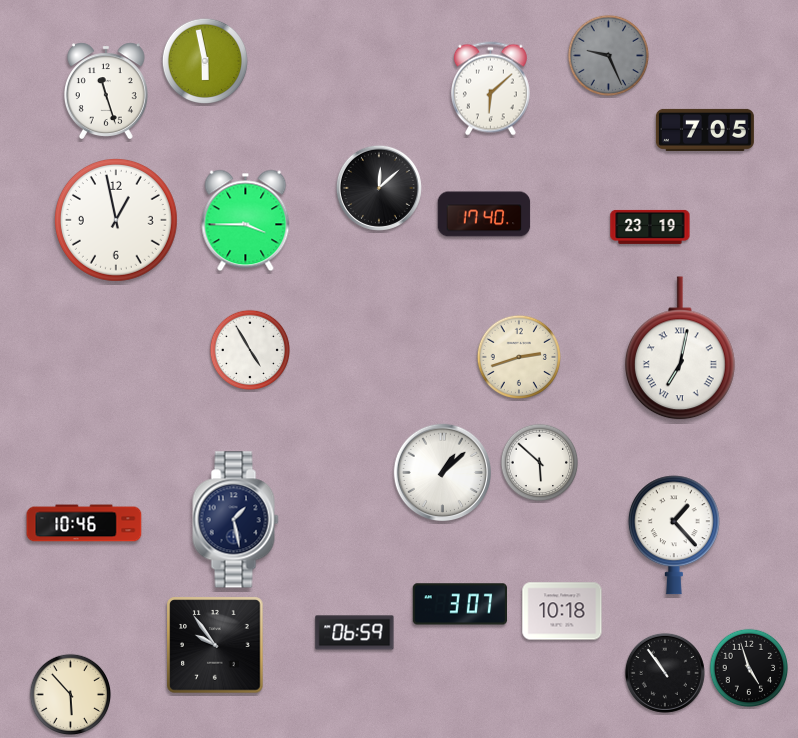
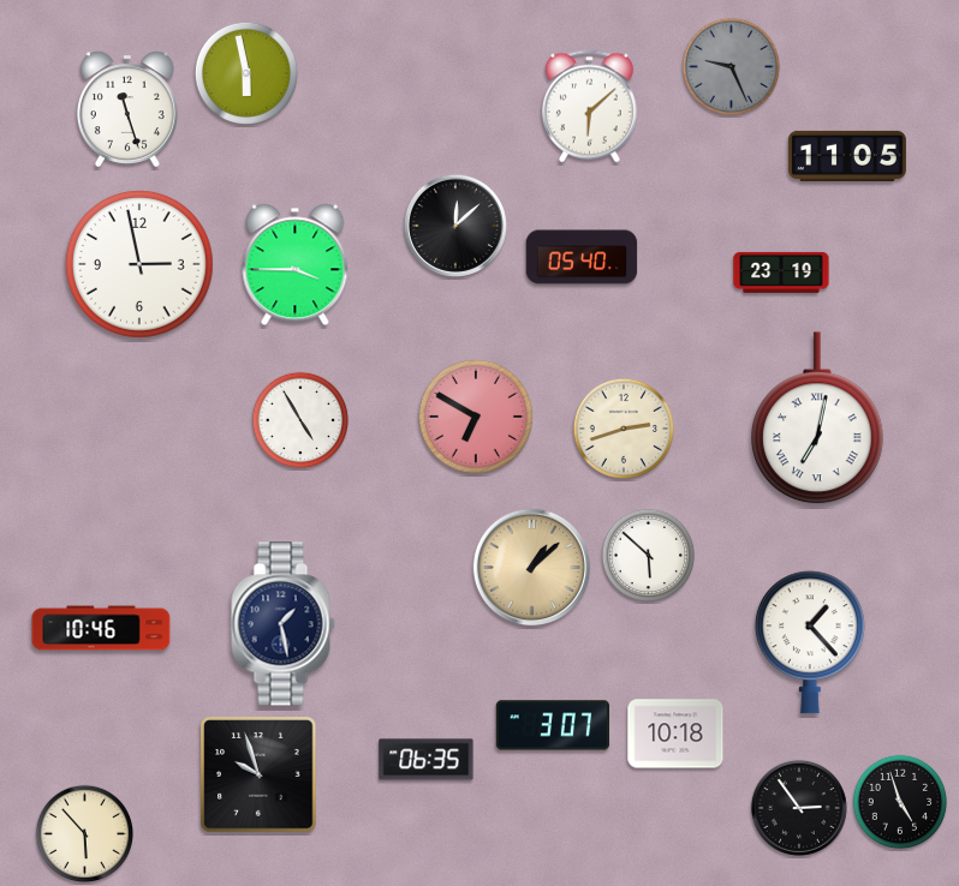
clock at (705, 130): 7:05 -> 11:05
clock at (484, 214): 17:40 -> 05:40
clock at (116, 220): 12:58 -> 2:58
clock at (476, 417): none -> 6:50
clock at (442, 472) dial: white -> champagne
clock at (355, 633): 06:59 -> 06:35
clock at (215, 645): 9:54 -> 9:57
clock at (665, 673): 10:54 -> 2:54
